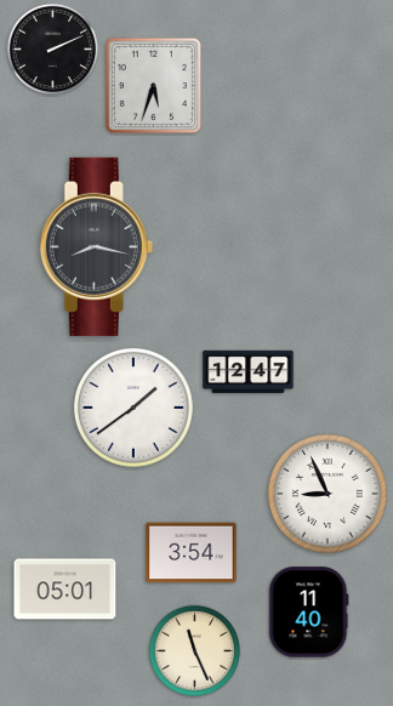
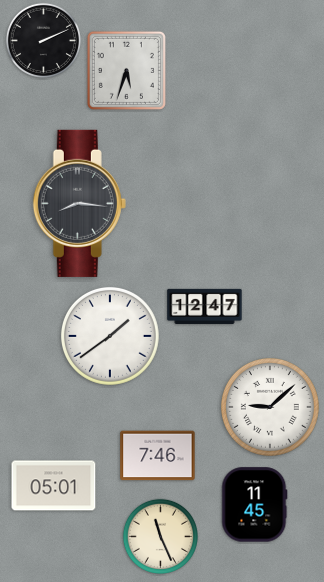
clock at (96, 246): 8:17 -> 8:16
clock at (327, 494): 8:56 -> 9:08
clock at (192, 553): 3:54 -> 7:46
clock at (309, 613): 11:40 -> 11:45
